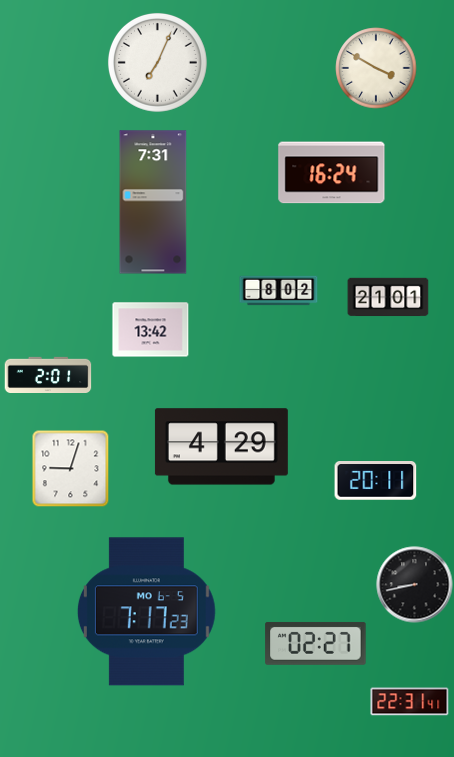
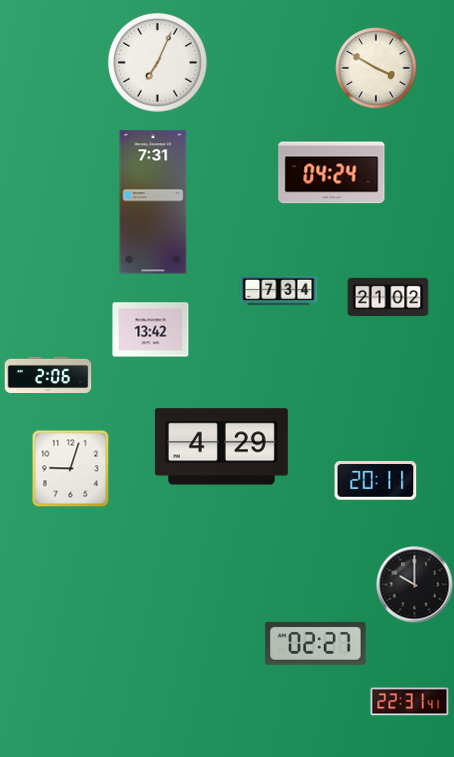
clock at (332, 173): 16:24 -> 04:24
clock at (279, 291): 8:02 -> 7:34
clock at (388, 297): 21:01 -> 21:02
clock at (48, 374): 2:01 -> 2:06
clock at (415, 585): 8:43 -> 10:00
clock at (146, 612): 7:17 -> none
